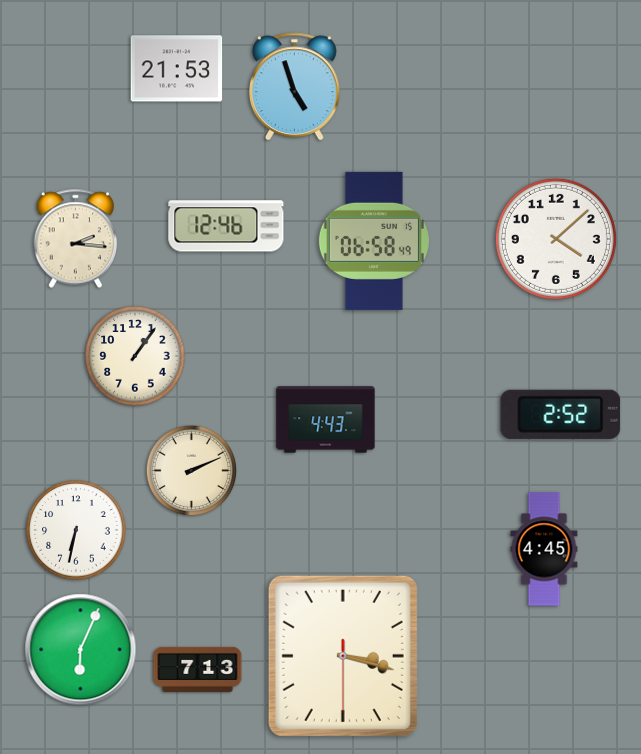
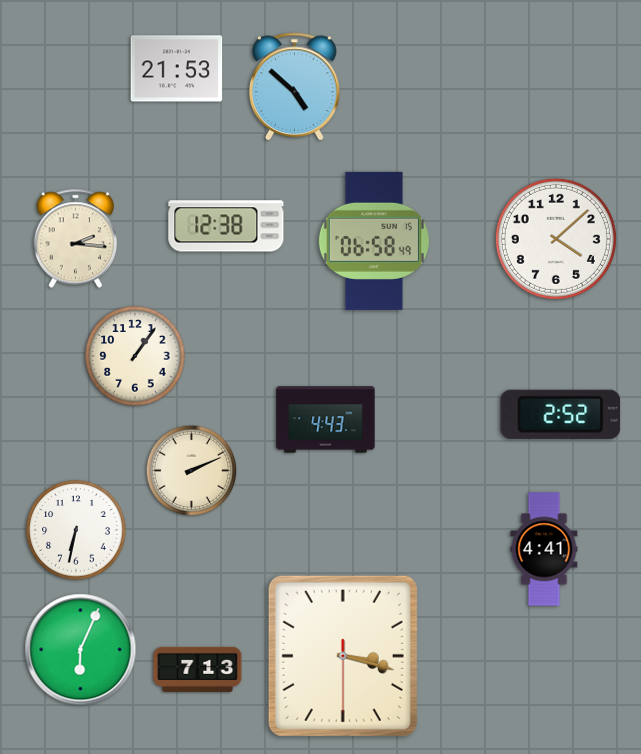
clock at (295, 87): 4:57 -> 4:52
clock at (226, 226): 12:46 -> 12:38
clock at (544, 549): 4:45 -> 4:41
